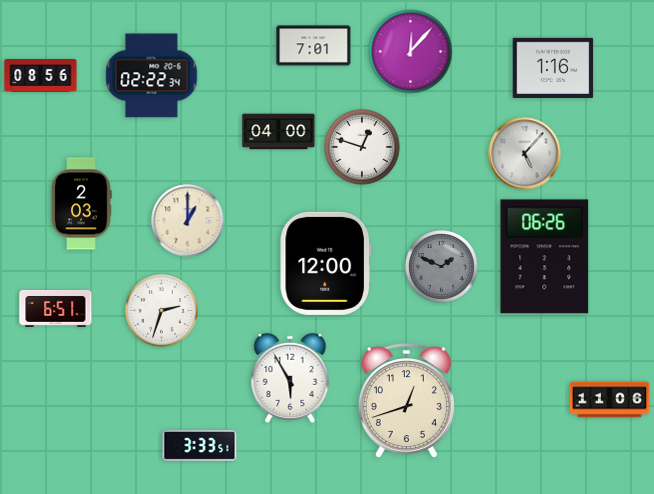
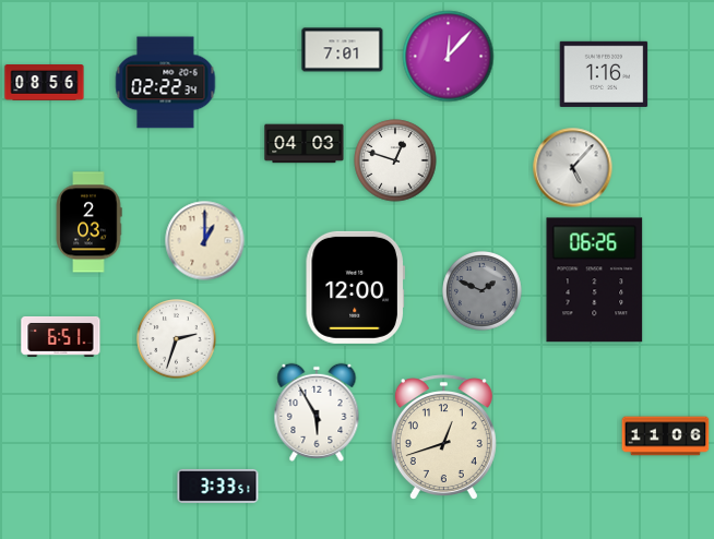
clock at (279, 132): 04:00 -> 04:03
